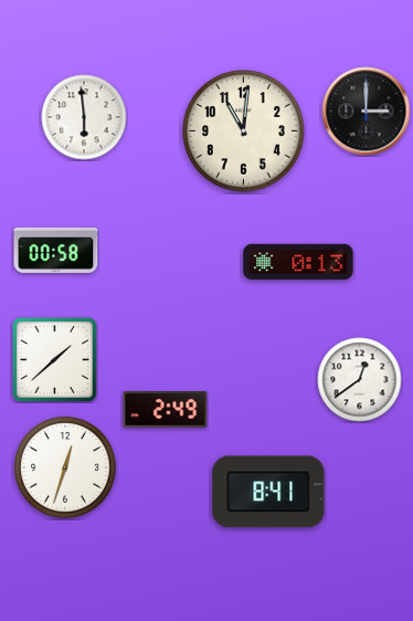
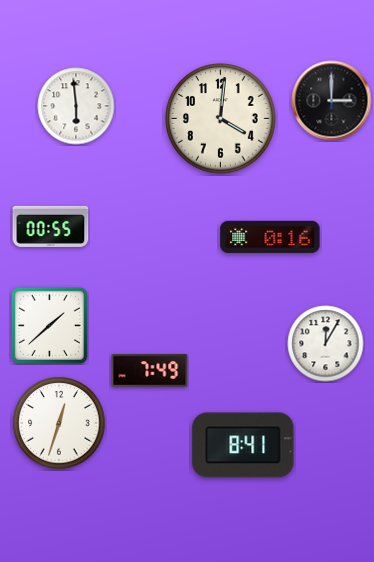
clock at (244, 131): 11:01 -> 4:01
clock at (56, 250): 00:58 -> 00:55
clock at (298, 262): 0:13 -> 0:16
clock at (360, 380): 12:39 -> 12:05
clock at (166, 410): 2:49 -> 7:49
